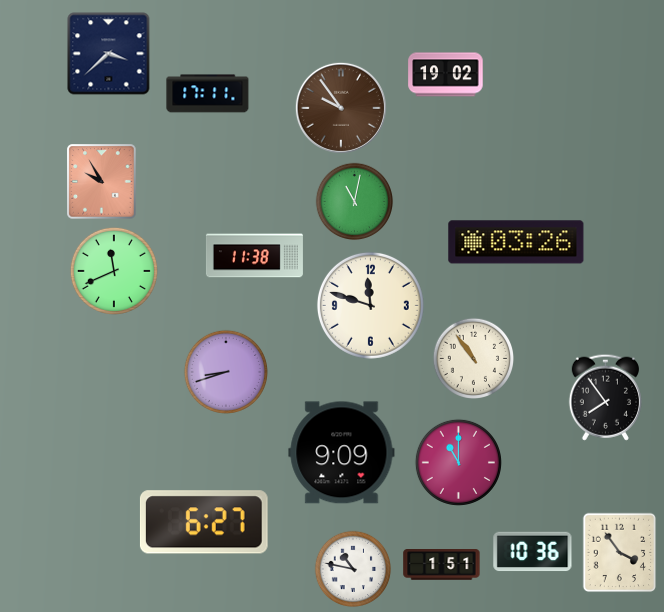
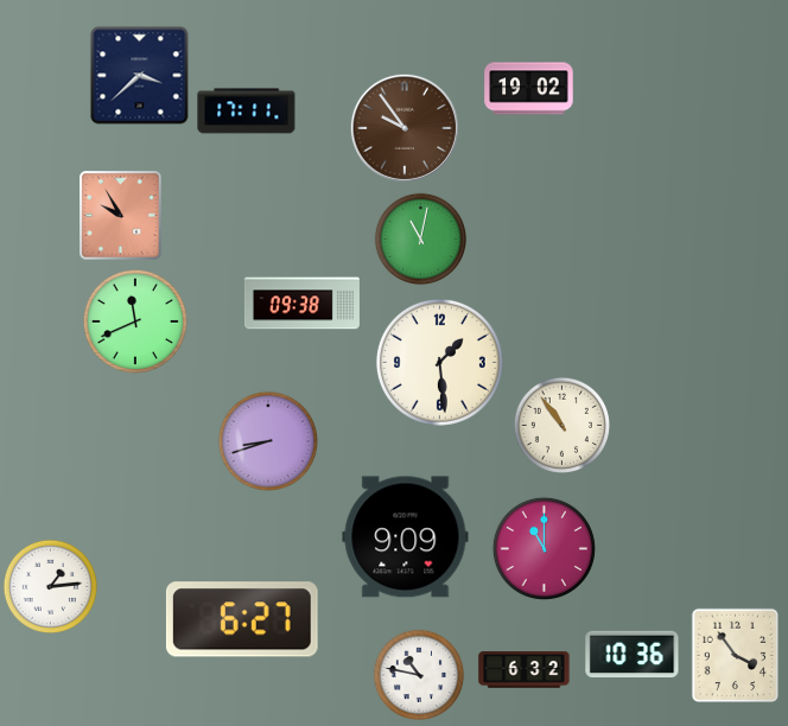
clock at (109, 54) position: (109, 54) -> (140, 76)
clock at (516, 242): 03:26 -> none
clock at (254, 256): 11:38 -> 09:38
clock at (370, 305): 11:48 -> 1:29
clock at (605, 397): 7:54 -> none
clock at (50, 586): none -> 1:14
clock at (442, 565): 1:51 -> 6:32
